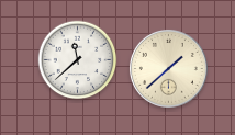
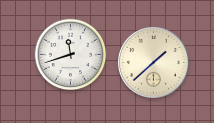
clock at (78, 60): 11:38 -> 11:42
